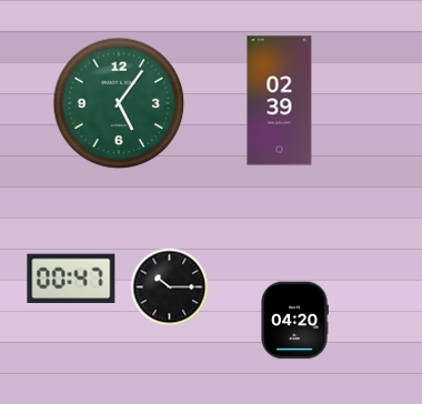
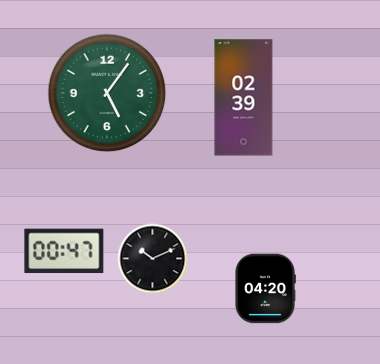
clock at (280, 101) position: (280, 101) -> (244, 98)
clock at (170, 287): 10:15 -> 10:11
